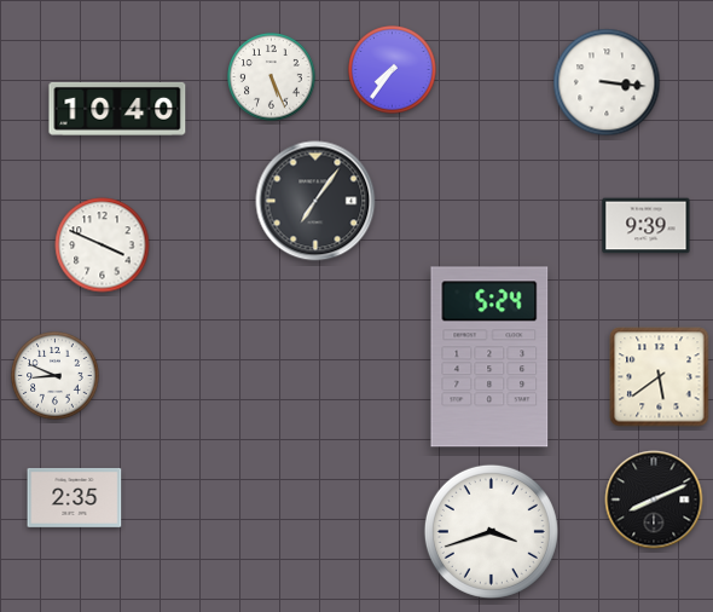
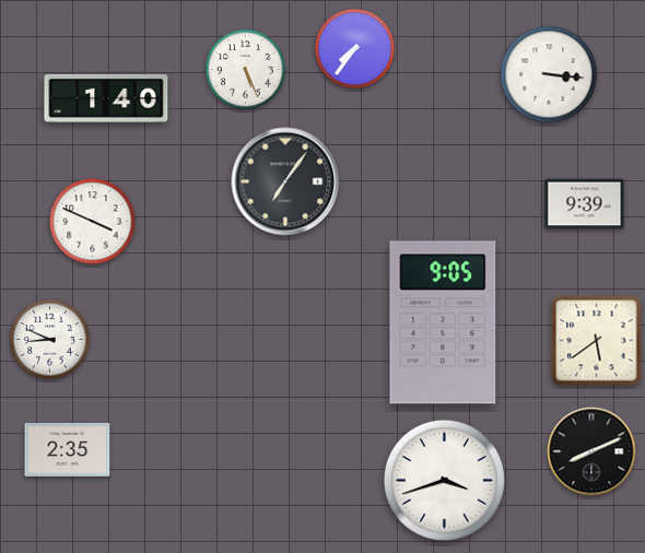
clock at (393, 70) position: (393, 70) -> (355, 49)
clock at (117, 109): 10:40 -> 1:40
clock at (489, 357): 5:24 -> 9:05
